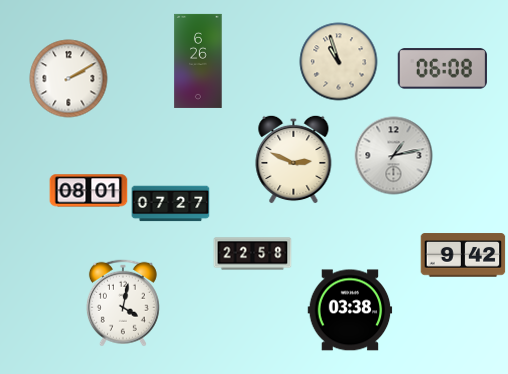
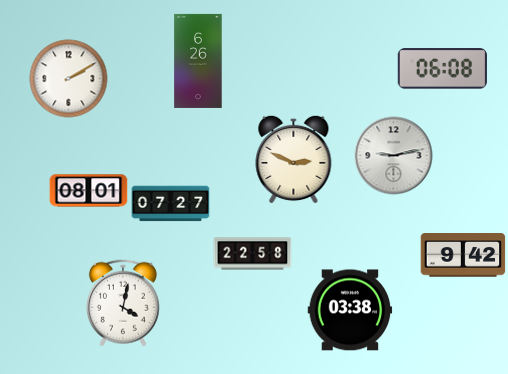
clock at (338, 61): 10:57 -> none
clock at (393, 155): 1:13 -> 9:13
